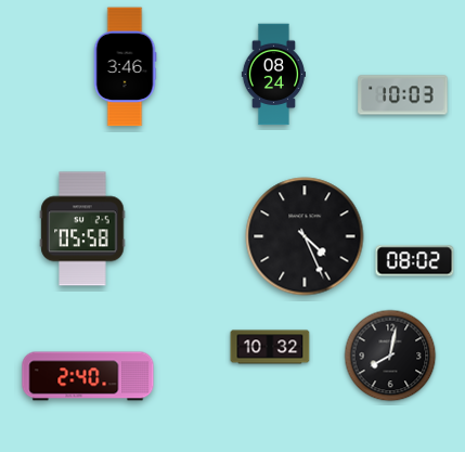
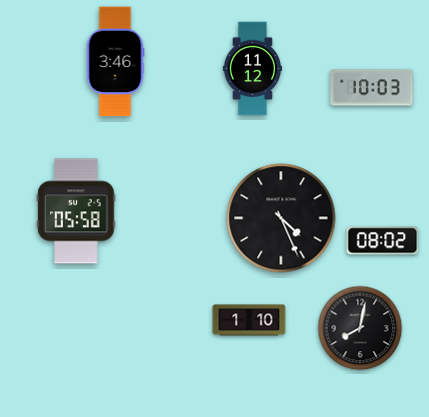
clock at (273, 75): 08:24 -> 11:12
clock at (270, 347): 10:32 -> 1:10
clock at (88, 376): 2:40 -> none
